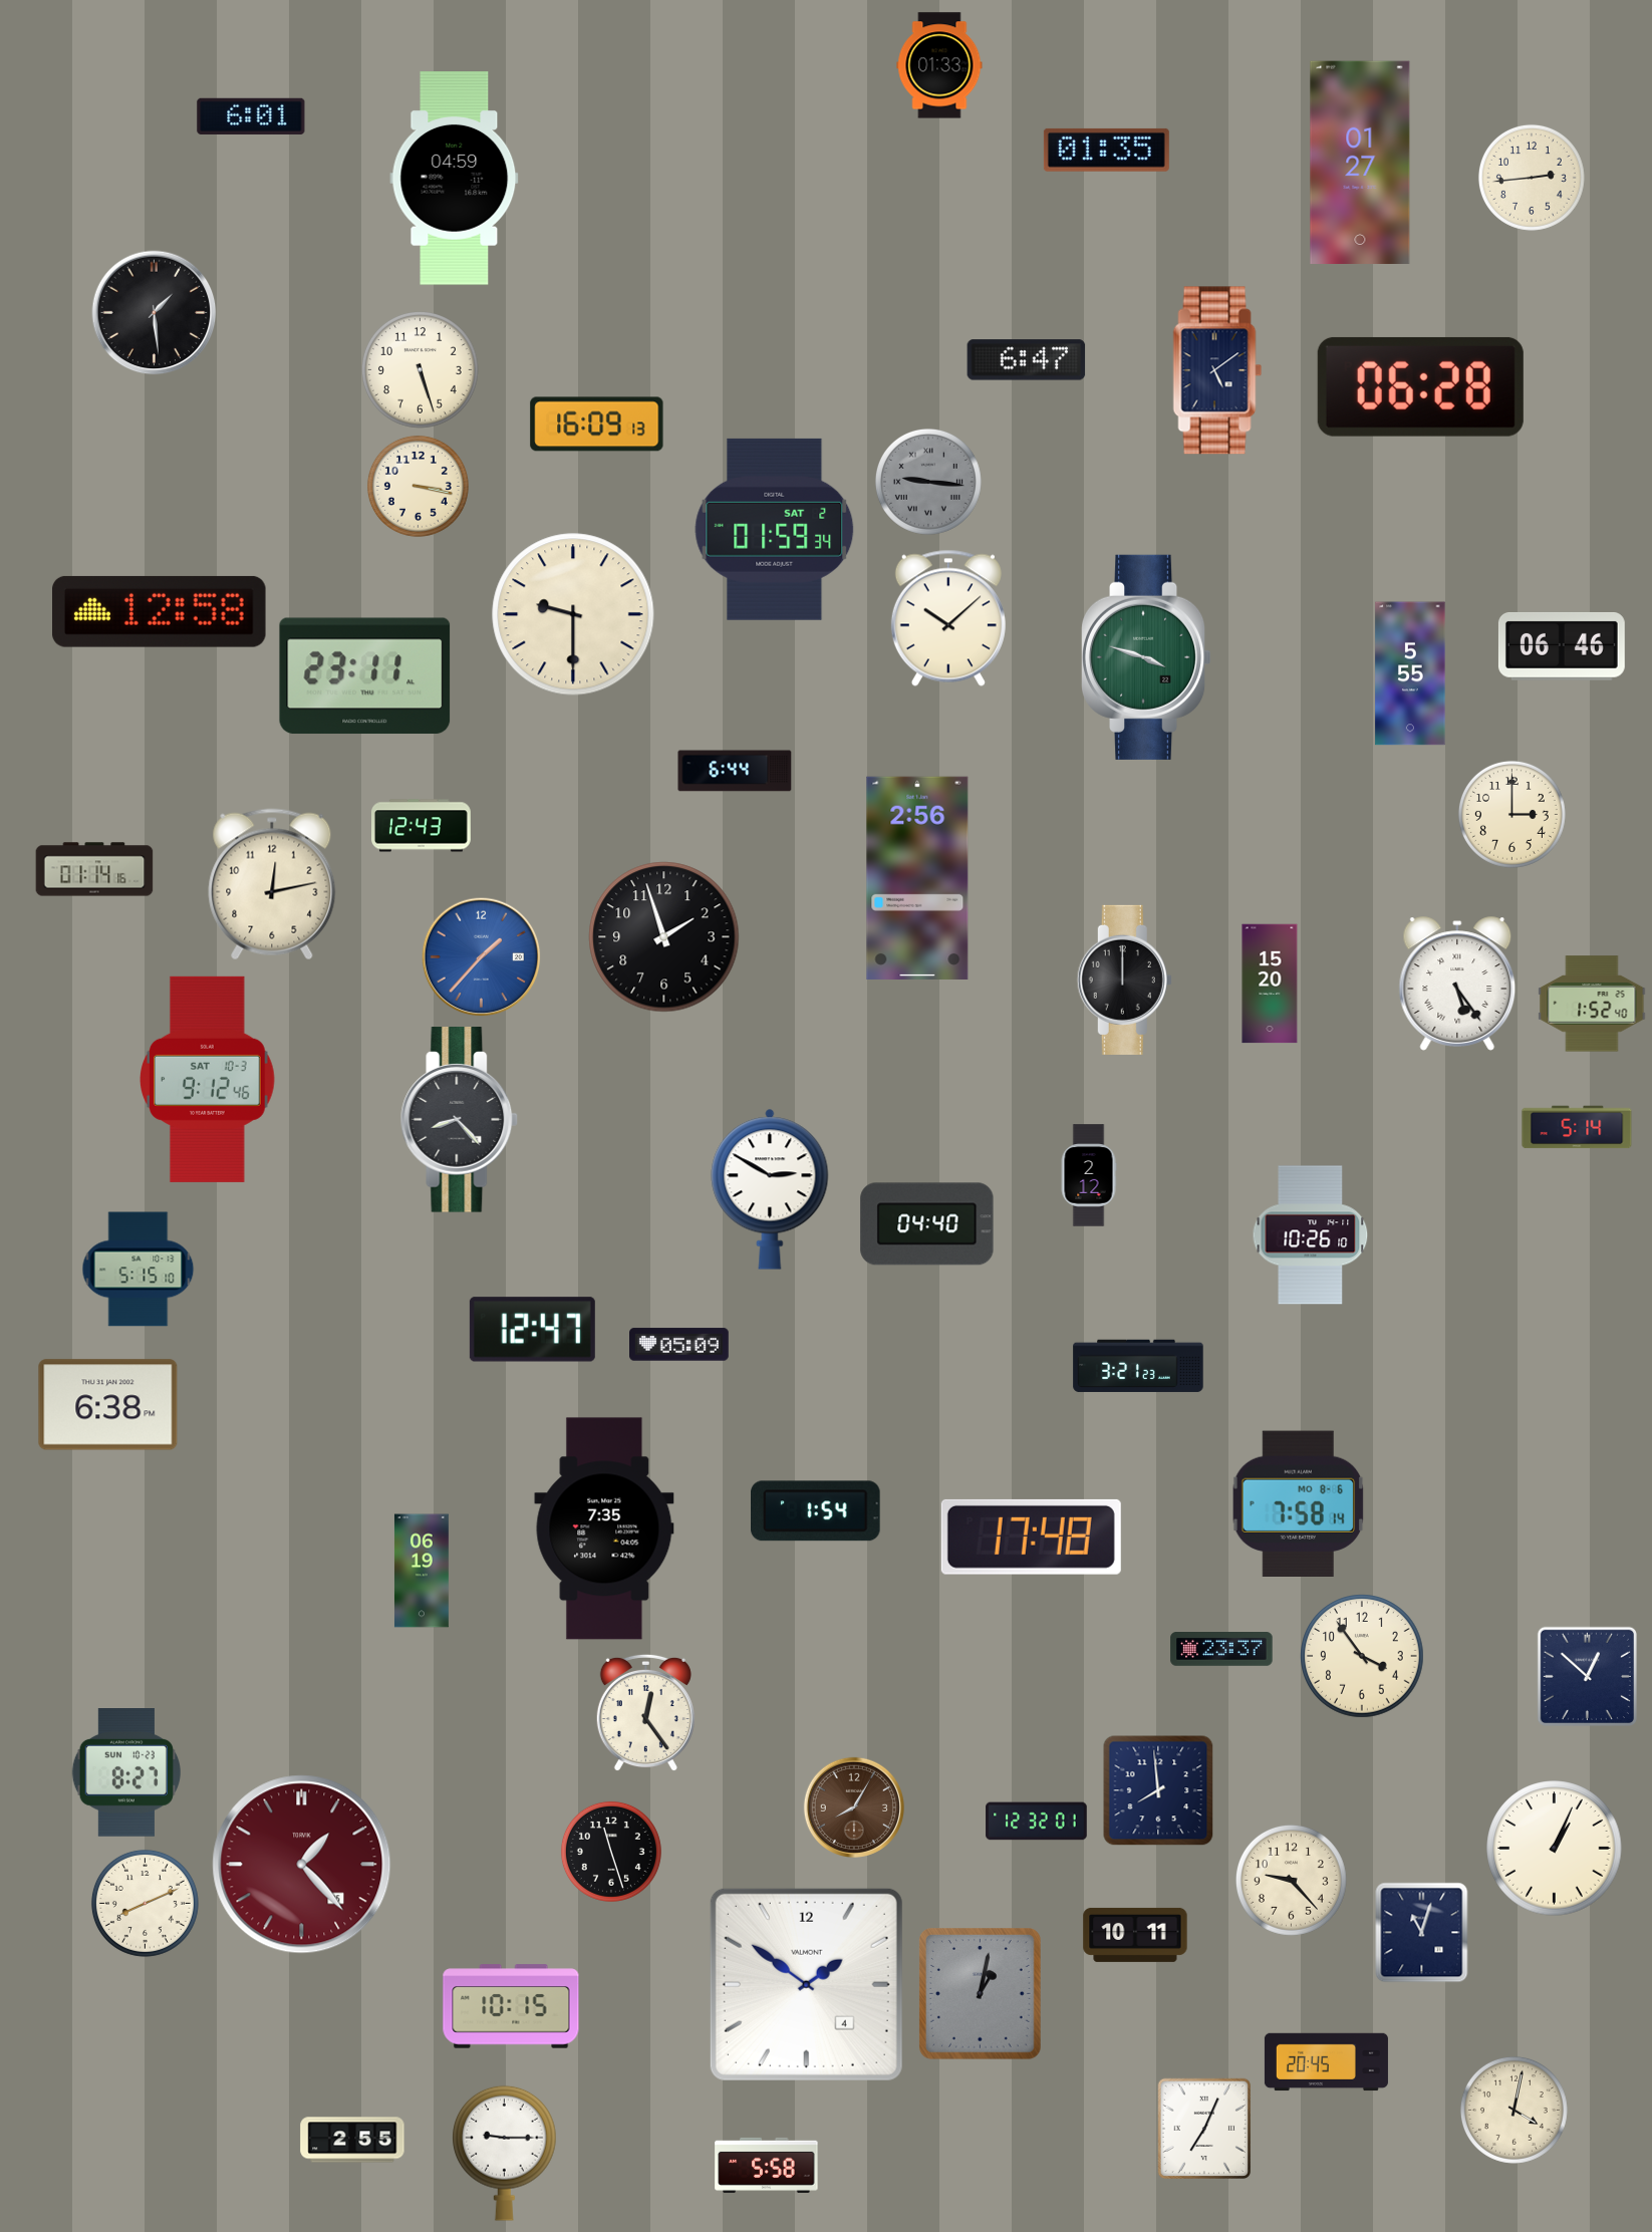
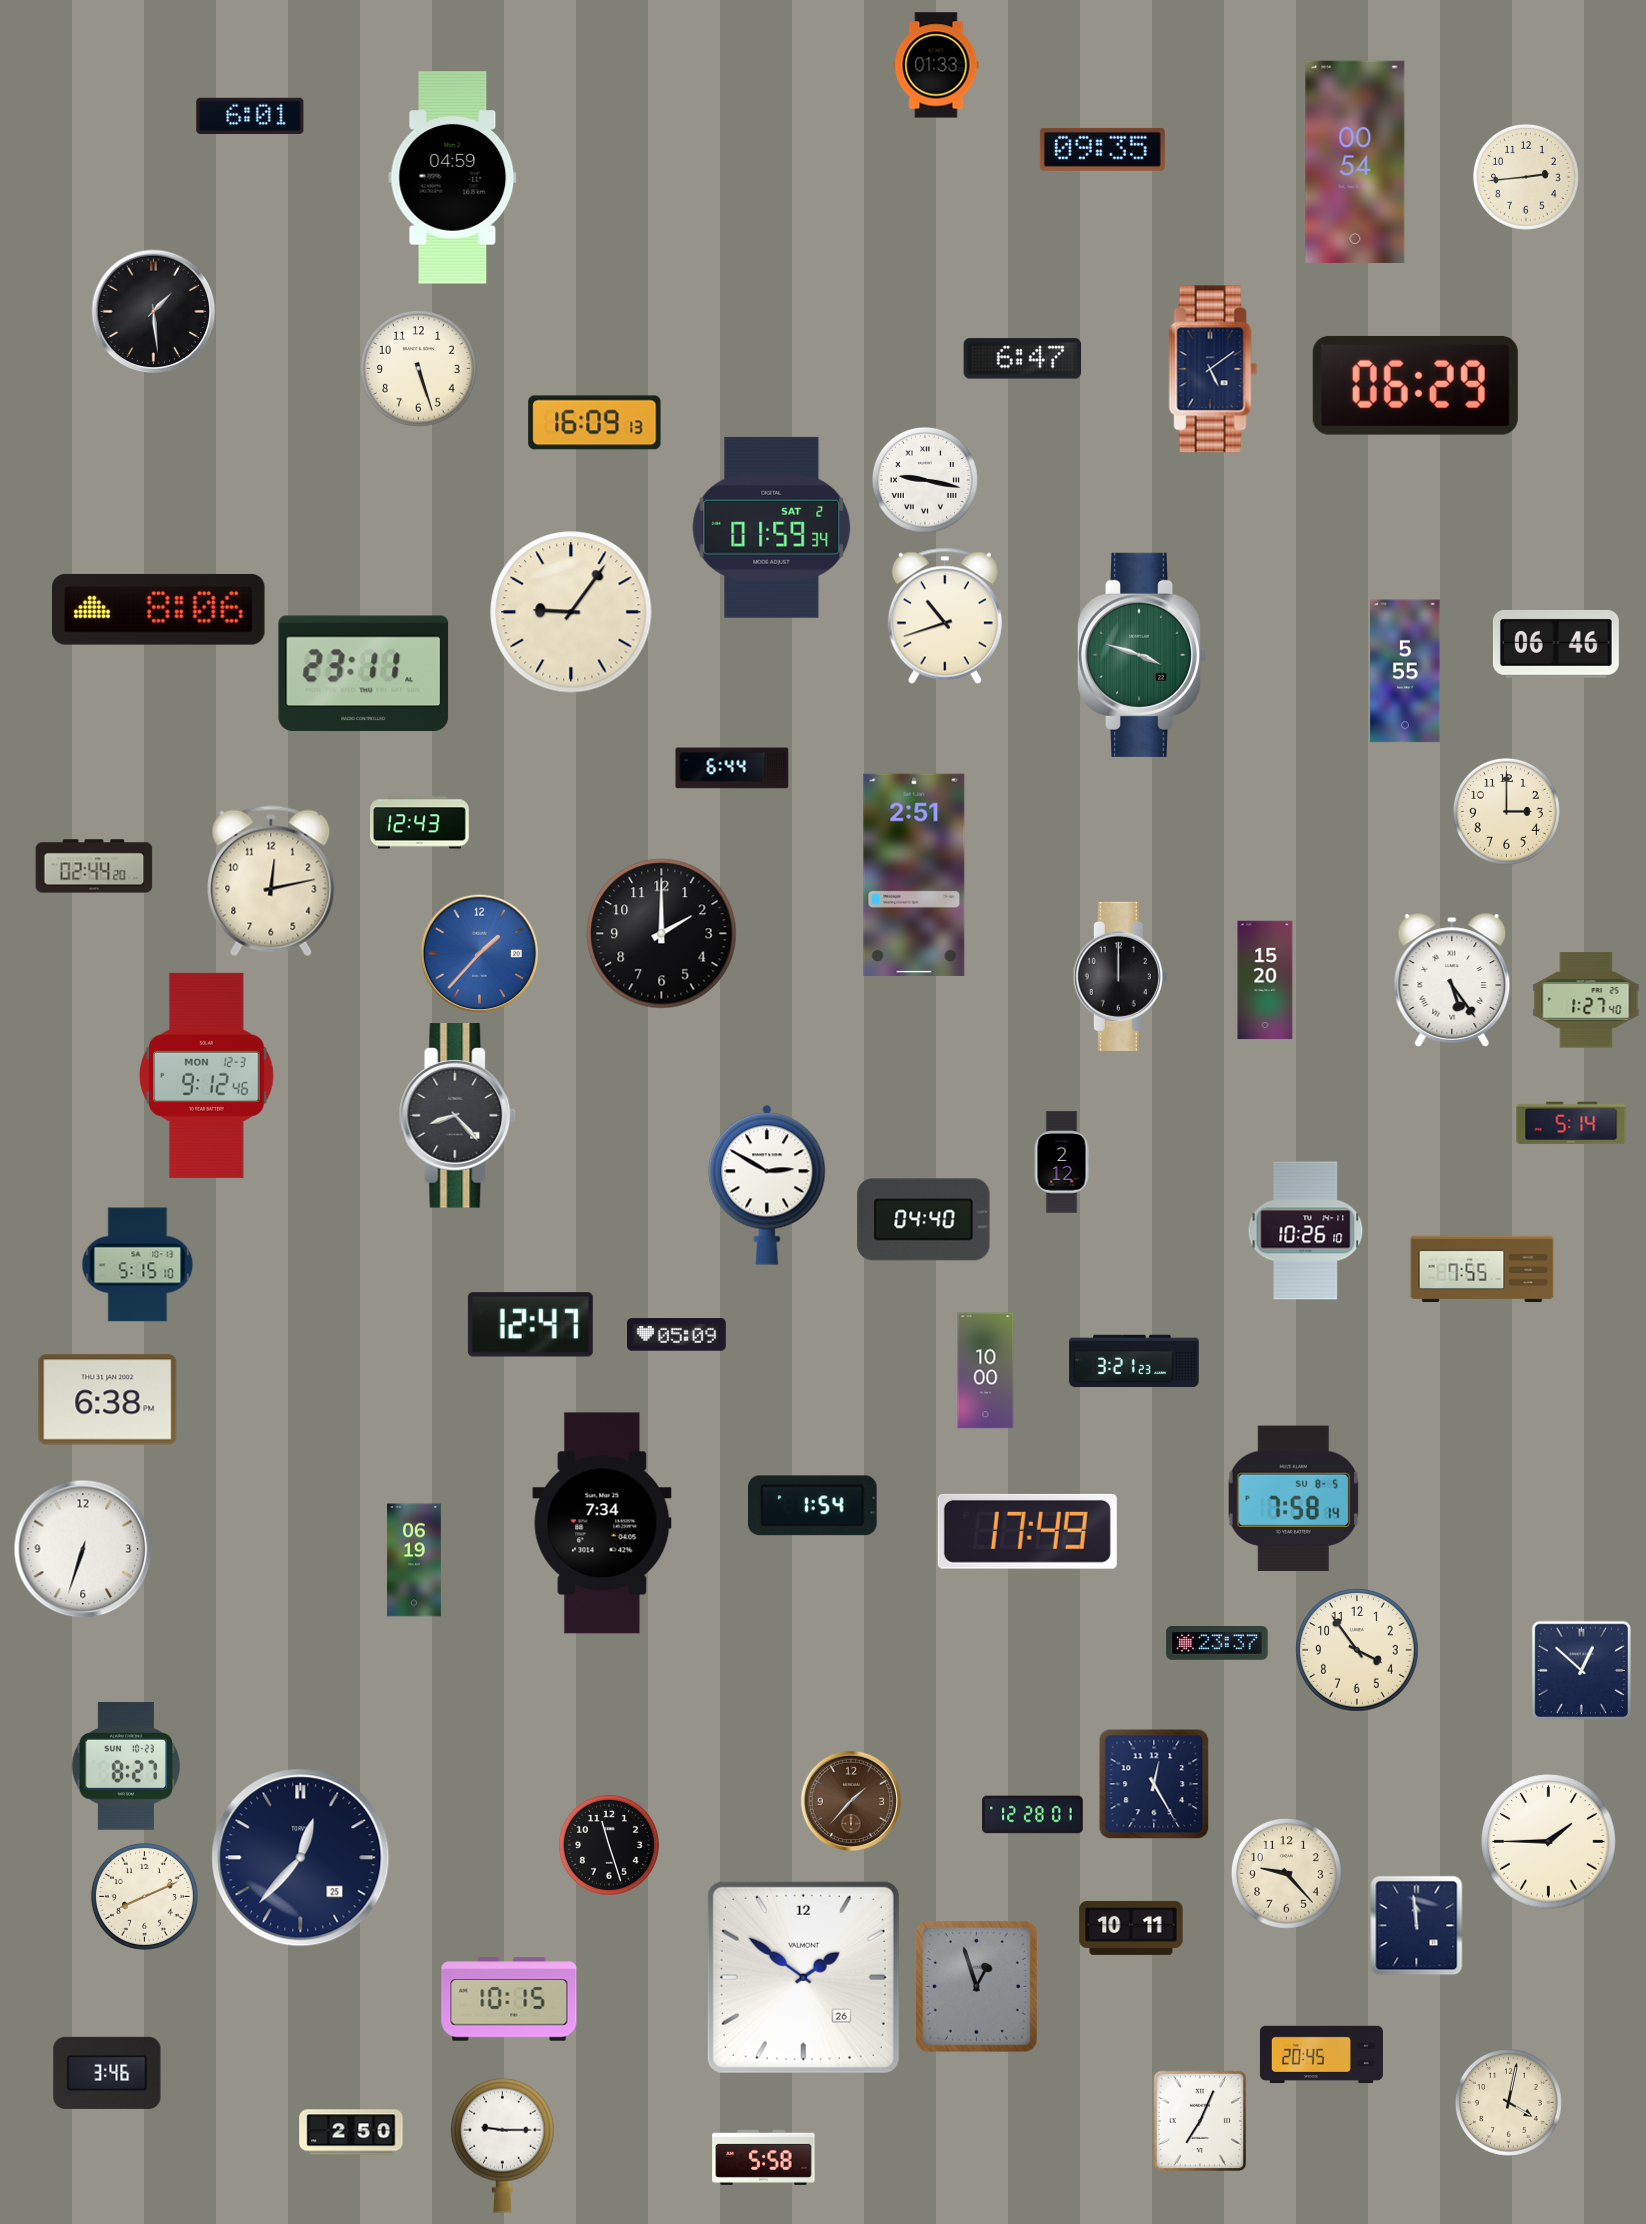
clock at (1106, 150): 01:35 -> 09:35
clock at (1360, 163): 01:27 -> 00:54
clock at (1420, 386): 06:28 -> 06:29
clock at (928, 482): 9:16 -> 9:17
clock at (928, 482) dial: grey -> white
clock at (418, 486): 3:17 -> none
clock at (160, 611): 12:58 -> 8:06
clock at (573, 614): 9:30 -> 9:06
clock at (948, 618): 10:08 -> 10:42
clock at (94, 869): 01:14 -> 02:44
clock at (917, 878): 2:56 -> 2:51
clock at (664, 937): 1:57 -> 2:00
clock at (1592, 1004): 1:52 -> 1:27
clock at (208, 1079) date: SAT 10-3 -> MON 12-3
clock at (1089, 1175) position: (1089, 1175) -> (1062, 1162)
clock at (1482, 1269): none -> 7:55
clock at (679, 1345) position: (679, 1345) -> (677, 1335)
clock at (986, 1371): none -> 10:00
clock at (1299, 1503) date: MO 8-6 -> SU 8-5
clock at (604, 1528): 7:35 -> 7:34
clock at (1031, 1537): 17:48 -> 17:49
clock at (83, 1549): none -> 6:33
clock at (422, 1571) position: (422, 1571) -> (414, 1560)
clock at (645, 1713): 12:24 -> none
clock at (1158, 1790): 7:59 -> 12:25
clock at (854, 1807): 8:05 -> 1:37
clock at (1037, 1822): 12:32 -> 12:28
clock at (1555, 1849): 1:04 -> 1:45
clock at (302, 1865): 1:23 -> 12:37
clock at (302, 1865) dial: burgundy -> navy
clock at (1422, 1933): 11:03 -> 11:59
clock at (806, 1984) date: 4 -> 26
clock at (981, 1994): 1:02 -> 12:57
clock at (107, 2073): none -> 3:46
clock at (352, 2140): 2:55 -> 2:50
